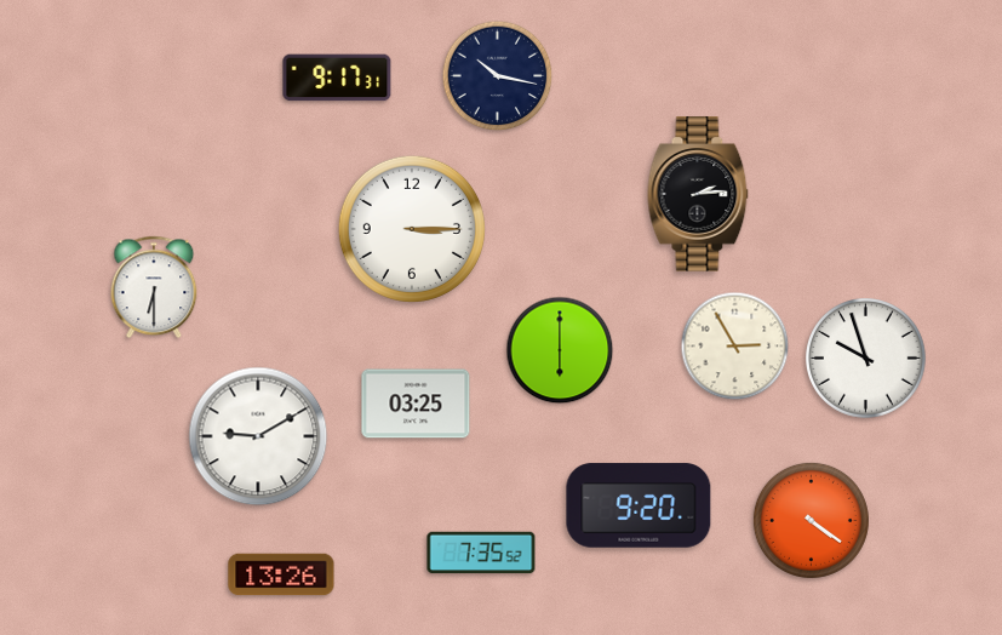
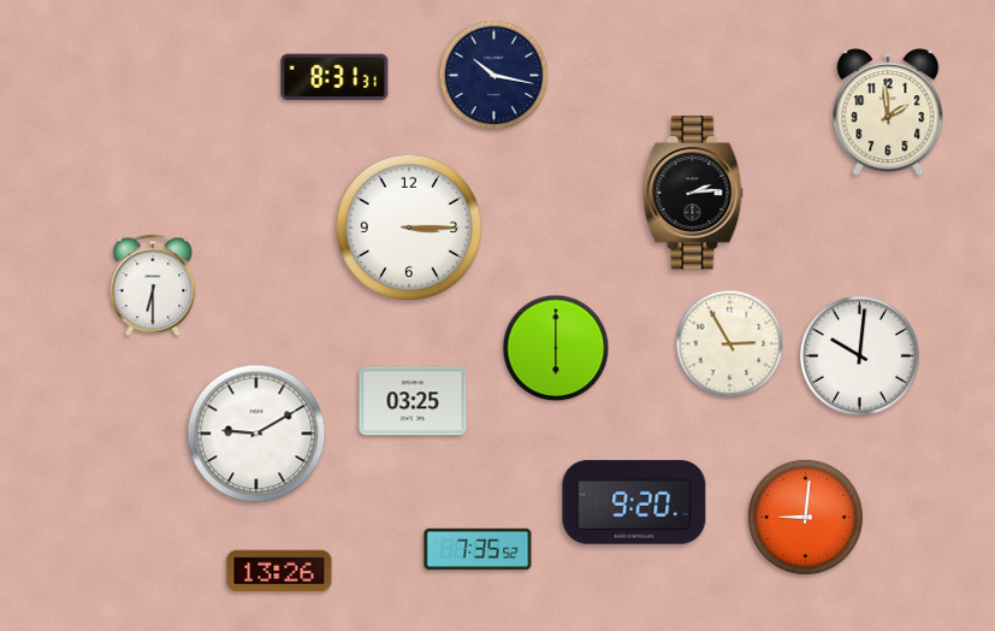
clock at (337, 78): 9:17 -> 8:31
clock at (888, 112): none -> 1:59
clock at (866, 359): 9:57 -> 10:01
clock at (811, 520): 4:21 -> 9:01
